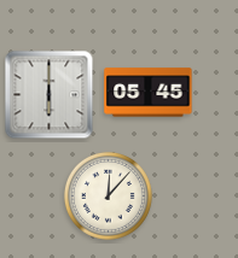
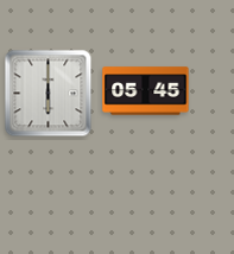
clock at (108, 195): 12:07 -> none
